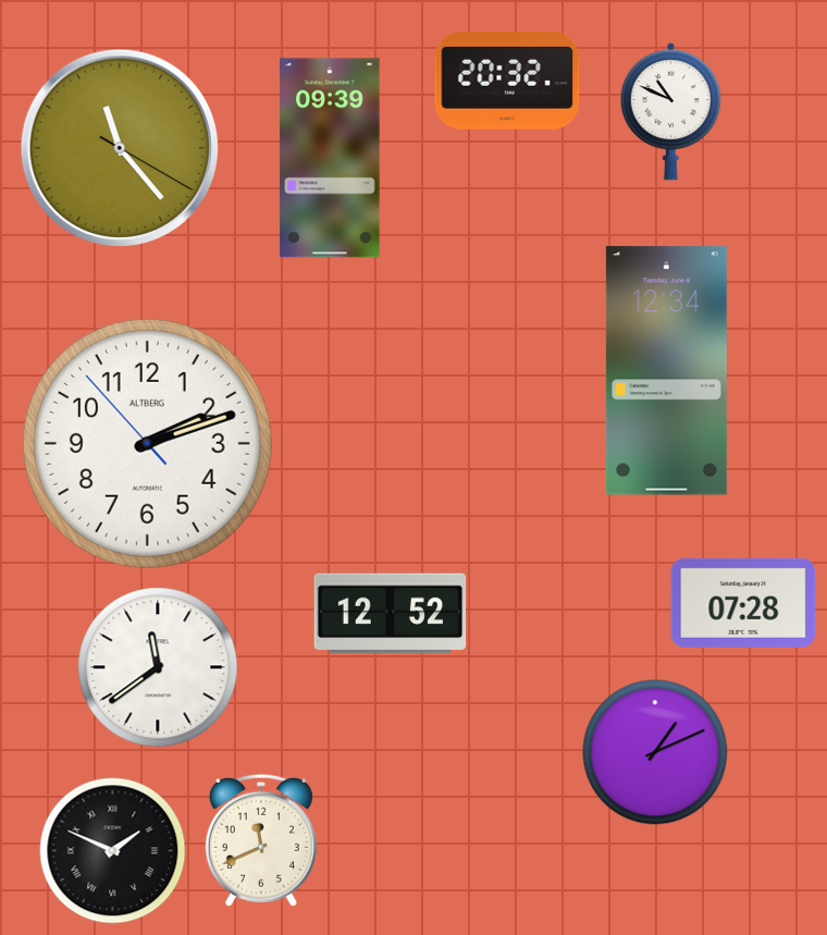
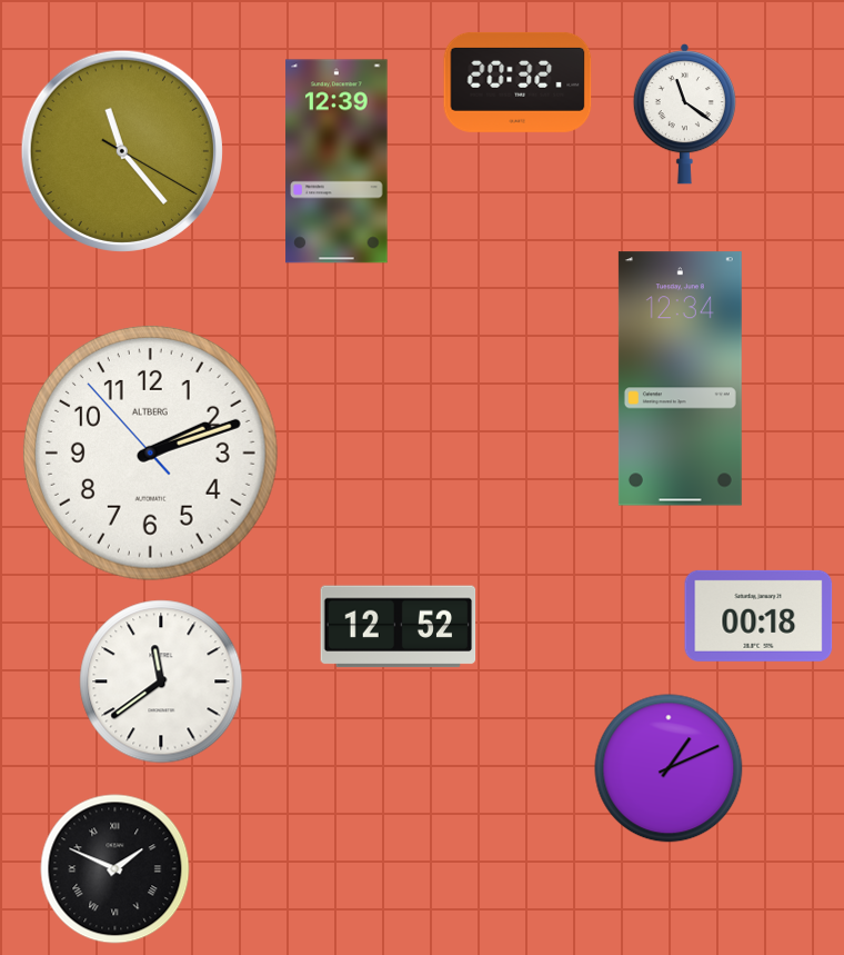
clock at (670, 111): 10:49 -> 11:21
clock at (330, 158): 09:39 -> 12:39
clock at (743, 603): 07:28 -> 00:18
clock at (261, 840): 11:41 -> none
